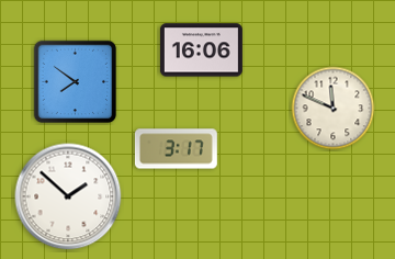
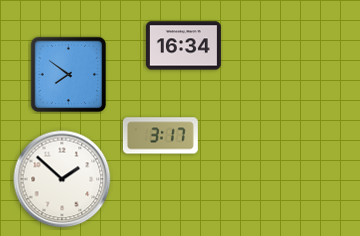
clock at (201, 50): 16:06 -> 16:34
clock at (334, 109): 11:49 -> none
